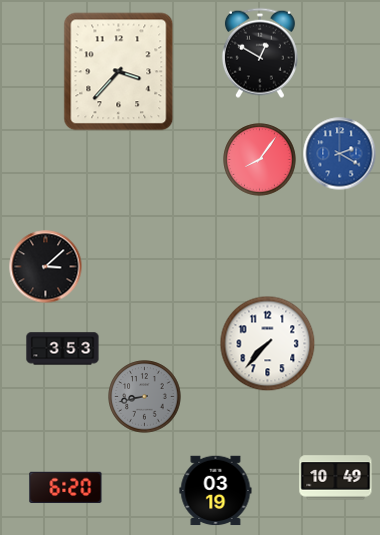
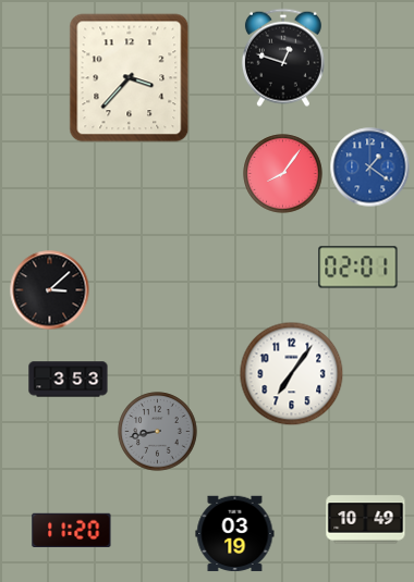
clock at (260, 53): 12:50 -> 12:48
clock at (340, 154): 2:20 -> 1:21
clock at (358, 268): none -> 02:01
clock at (268, 344): 7:37 -> 7:06
clock at (66, 488): 6:20 -> 11:20
